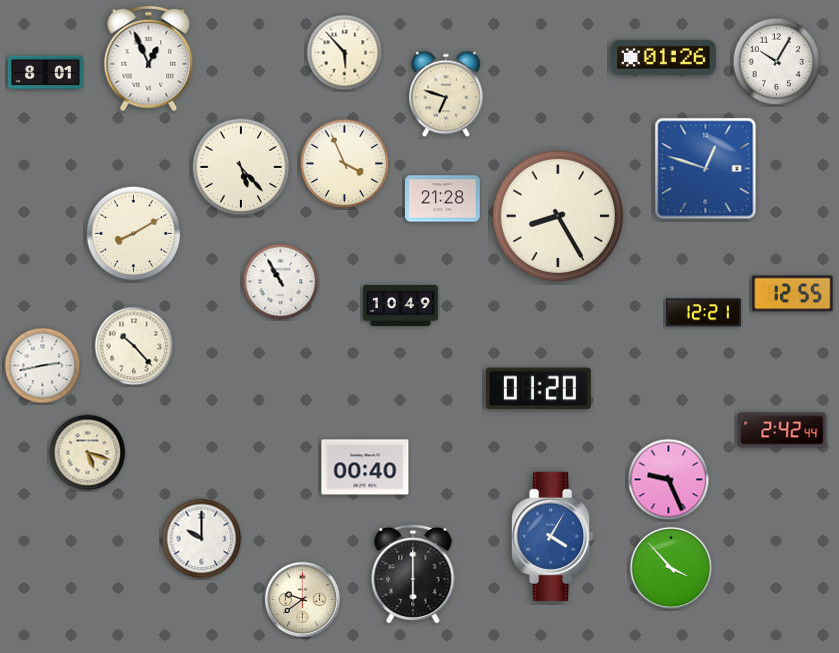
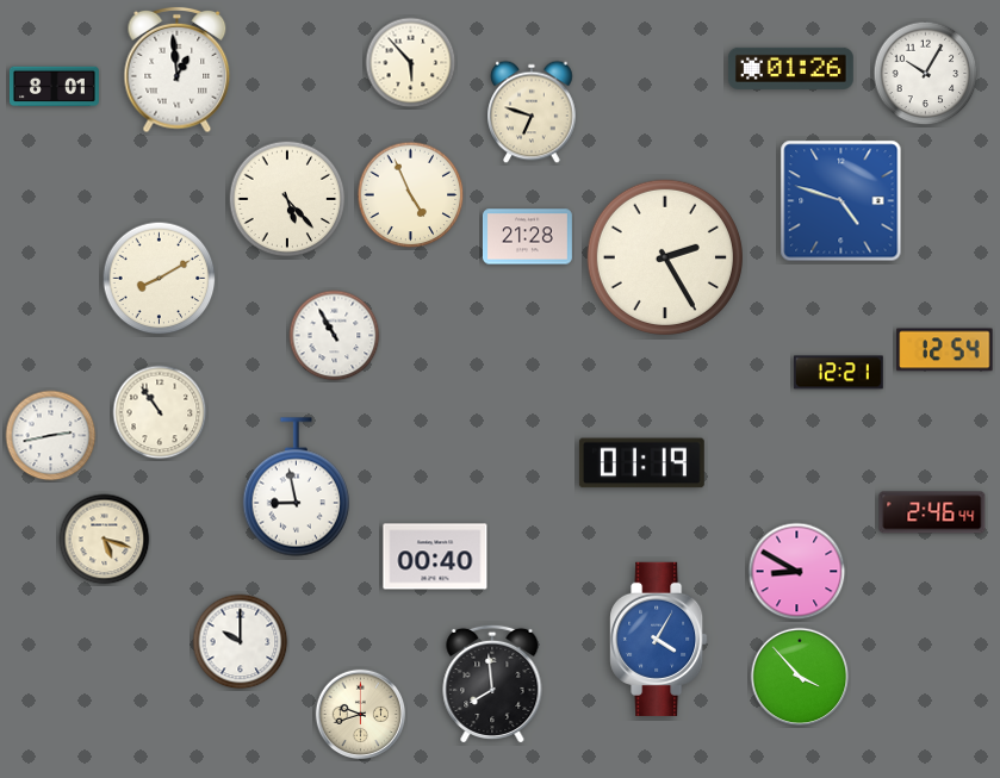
clock at (149, 59): 12:56 -> 12:59
clock at (345, 164): 3:56 -> 4:56
clock at (706, 169): 12:48 -> 4:48
clock at (558, 216): 8:25 -> 2:25
clock at (793, 294): 12:55 -> 12:54
clock at (401, 305): 10:49 -> none
clock at (134, 346): 10:23 -> 10:54
clock at (538, 389): 01:20 -> 01:19
clock at (296, 487): none -> 8:58
clock at (782, 430): 2:42 -> 2:46
clock at (669, 480): 9:26 -> 8:50
clock at (413, 573): 6:00 -> 7:59
clock at (303, 600): 9:39 -> 9:42
